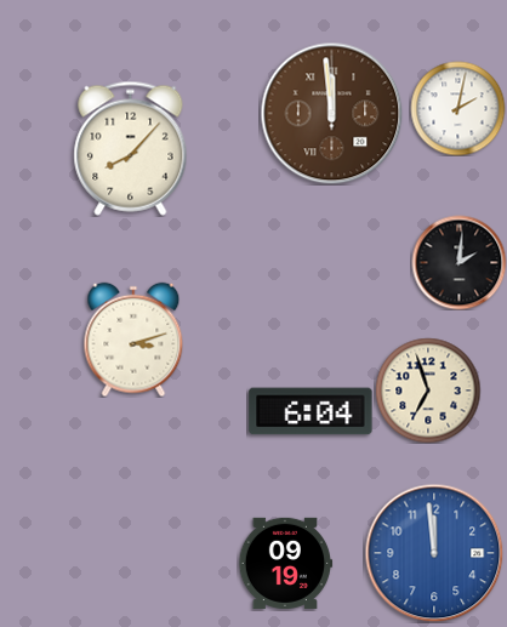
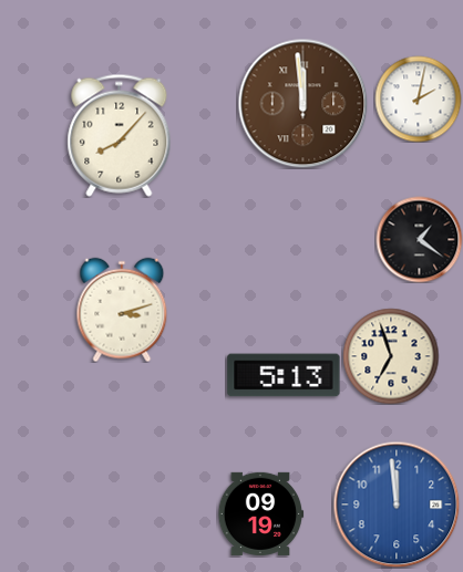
clock at (458, 262): 2:01 -> 1:21
clock at (311, 411): 6:04 -> 5:13
